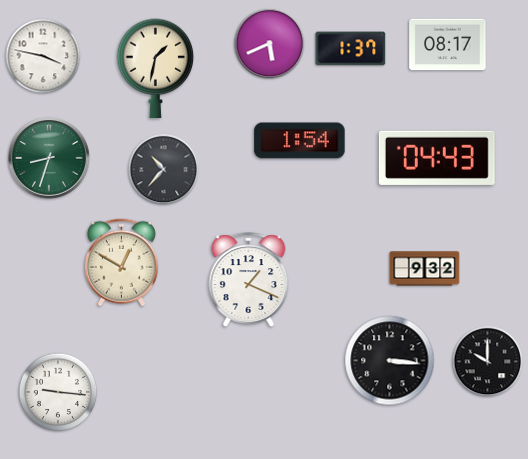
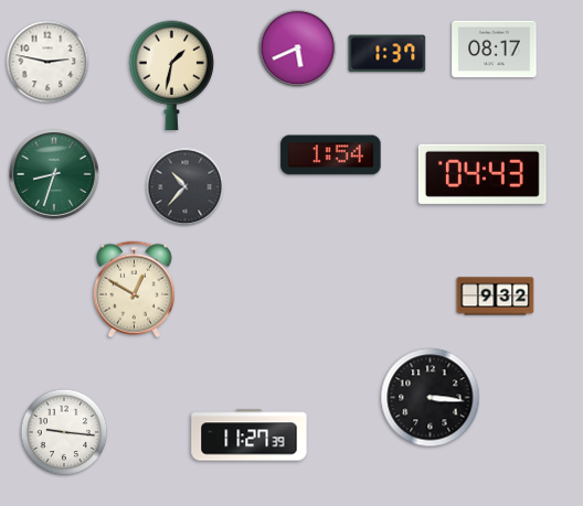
clock at (43, 56): 3:47 -> 2:47
clock at (164, 170) position: (164, 170) -> (185, 187)
clock at (425, 269) position: (425, 269) -> (496, 297)
clock at (249, 280): 1:19 -> none
clock at (488, 362): 10:00 -> none
clock at (250, 435): none -> 11:27
